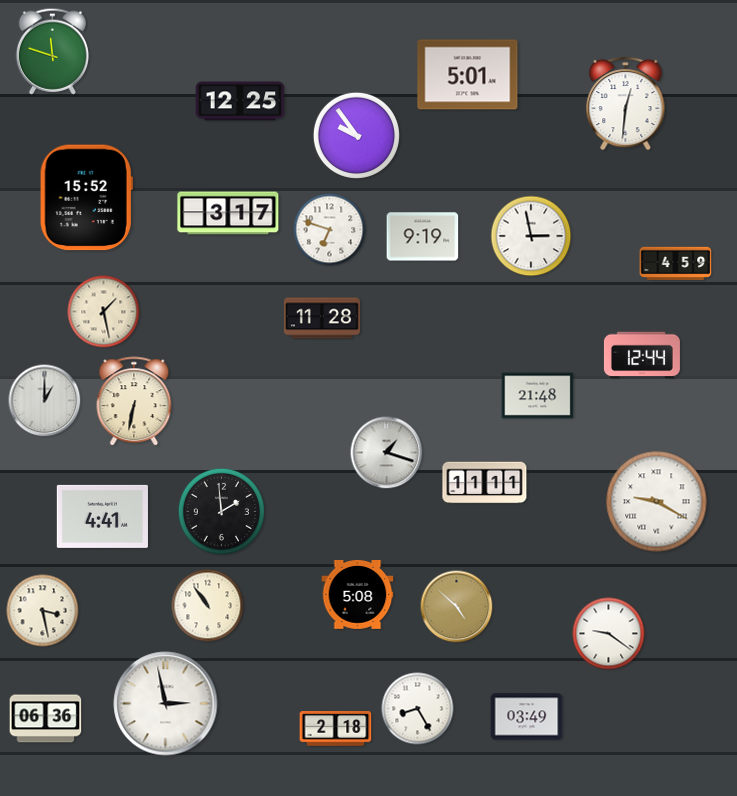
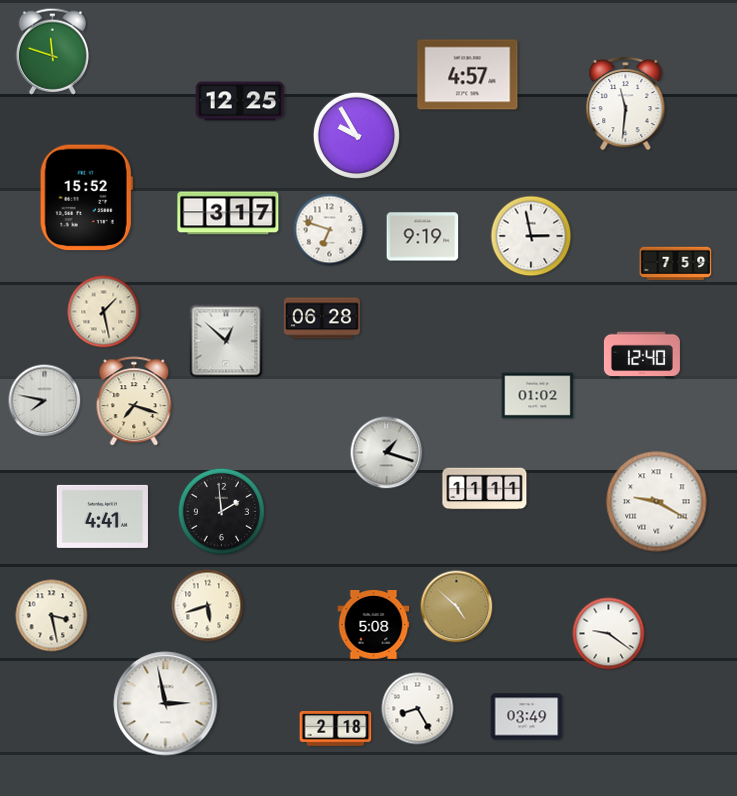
clock at (468, 75): 5:01 -> 4:57
clock at (626, 103): 12:31 -> 11:31
clock at (356, 135): 9:54 -> 9:55
clock at (676, 264): 4:59 -> 7:59
clock at (322, 318): 11:28 -> 06:28
clock at (226, 341): none -> 12:52
clock at (642, 355): 12:44 -> 12:40
clock at (538, 396): 21:48 -> 01:02
clock at (45, 401): 1:00 -> 7:47
clock at (134, 402): 6:32 -> 7:18
clock at (485, 483) position: (485, 483) -> (485, 489)
clock at (358, 595) position: (358, 595) -> (374, 625)
clock at (208, 606): 10:54 -> 5:42
clock at (43, 611) position: (43, 611) -> (52, 616)
clock at (46, 719): 06:36 -> none
